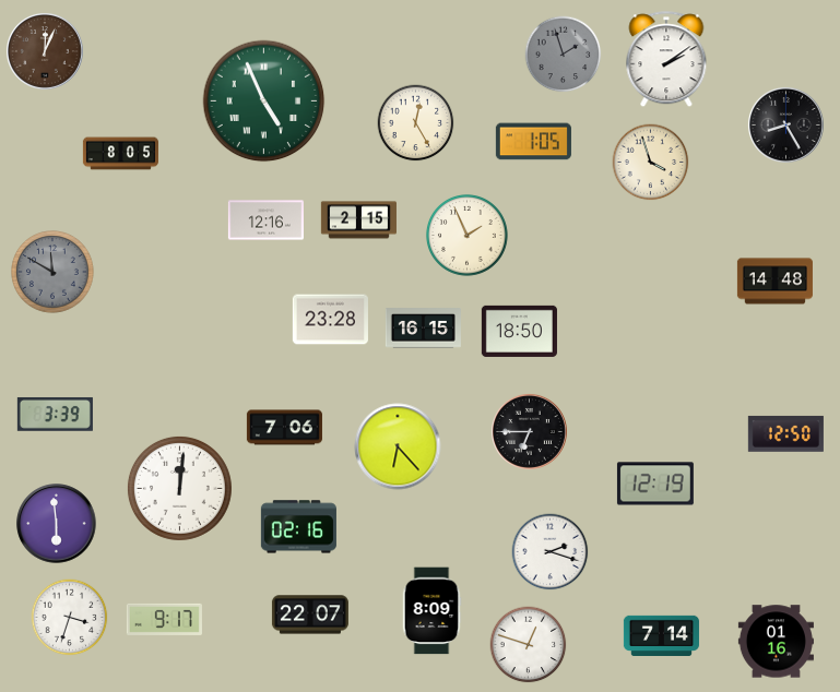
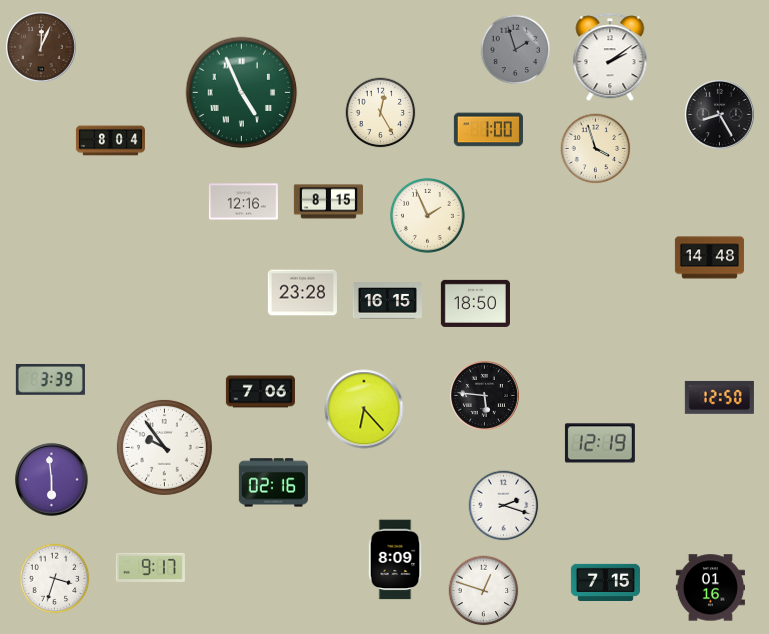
clock at (666, 60) position: (666, 60) -> (610, 58)
clock at (533, 142): 1:05 -> 1:00
clock at (120, 154): 8:05 -> 8:04
clock at (358, 220): 2:15 -> 8:15
clock at (52, 272): 11:50 -> none
clock at (529, 431): 6:45 -> 5:46
clock at (179, 488): 12:01 -> 9:54
clock at (310, 615): 22:07 -> none
clock at (70, 618) position: (70, 618) -> (55, 579)
clock at (661, 635): 7:14 -> 7:15
